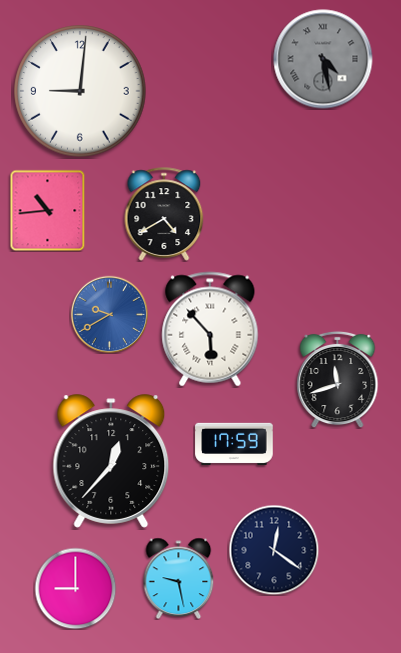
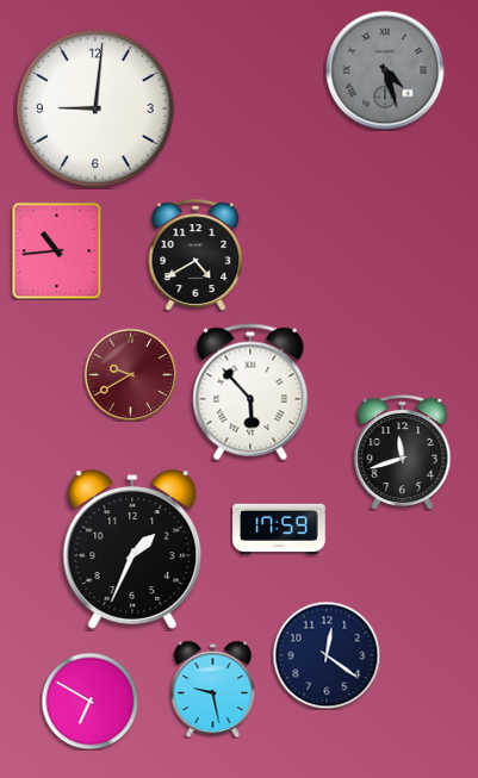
clock at (323, 59): 4:28 -> 4:27
clock at (109, 314) dial: blue -> burgundy
clock at (111, 461): 12:37 -> 1:34
clock at (75, 588): 9:00 -> 6:50
